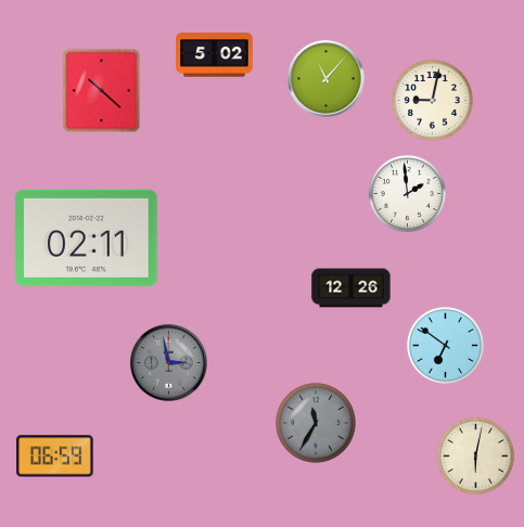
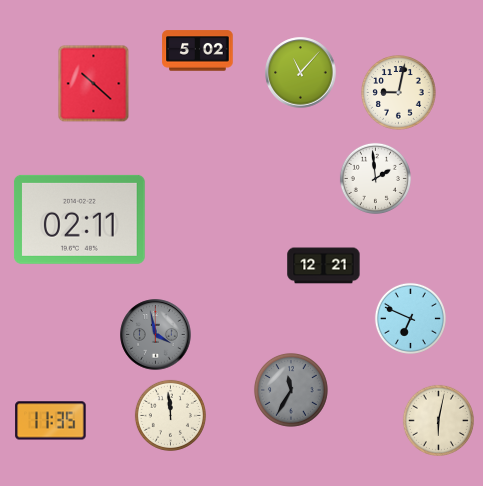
clock at (352, 288): 12:26 -> 12:21
clock at (445, 345): 6:51 -> 6:49
clock at (169, 363): 2:58 -> 3:58
clock at (170, 415): none -> 11:59
clock at (55, 457): 06:59 -> 11:35
